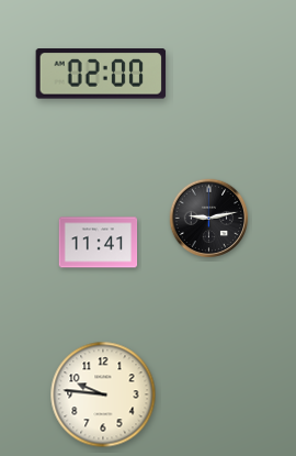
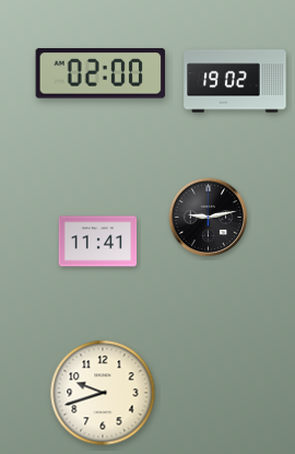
clock at (235, 81): none -> 19:02
clock at (103, 394): 9:46 -> 9:42
